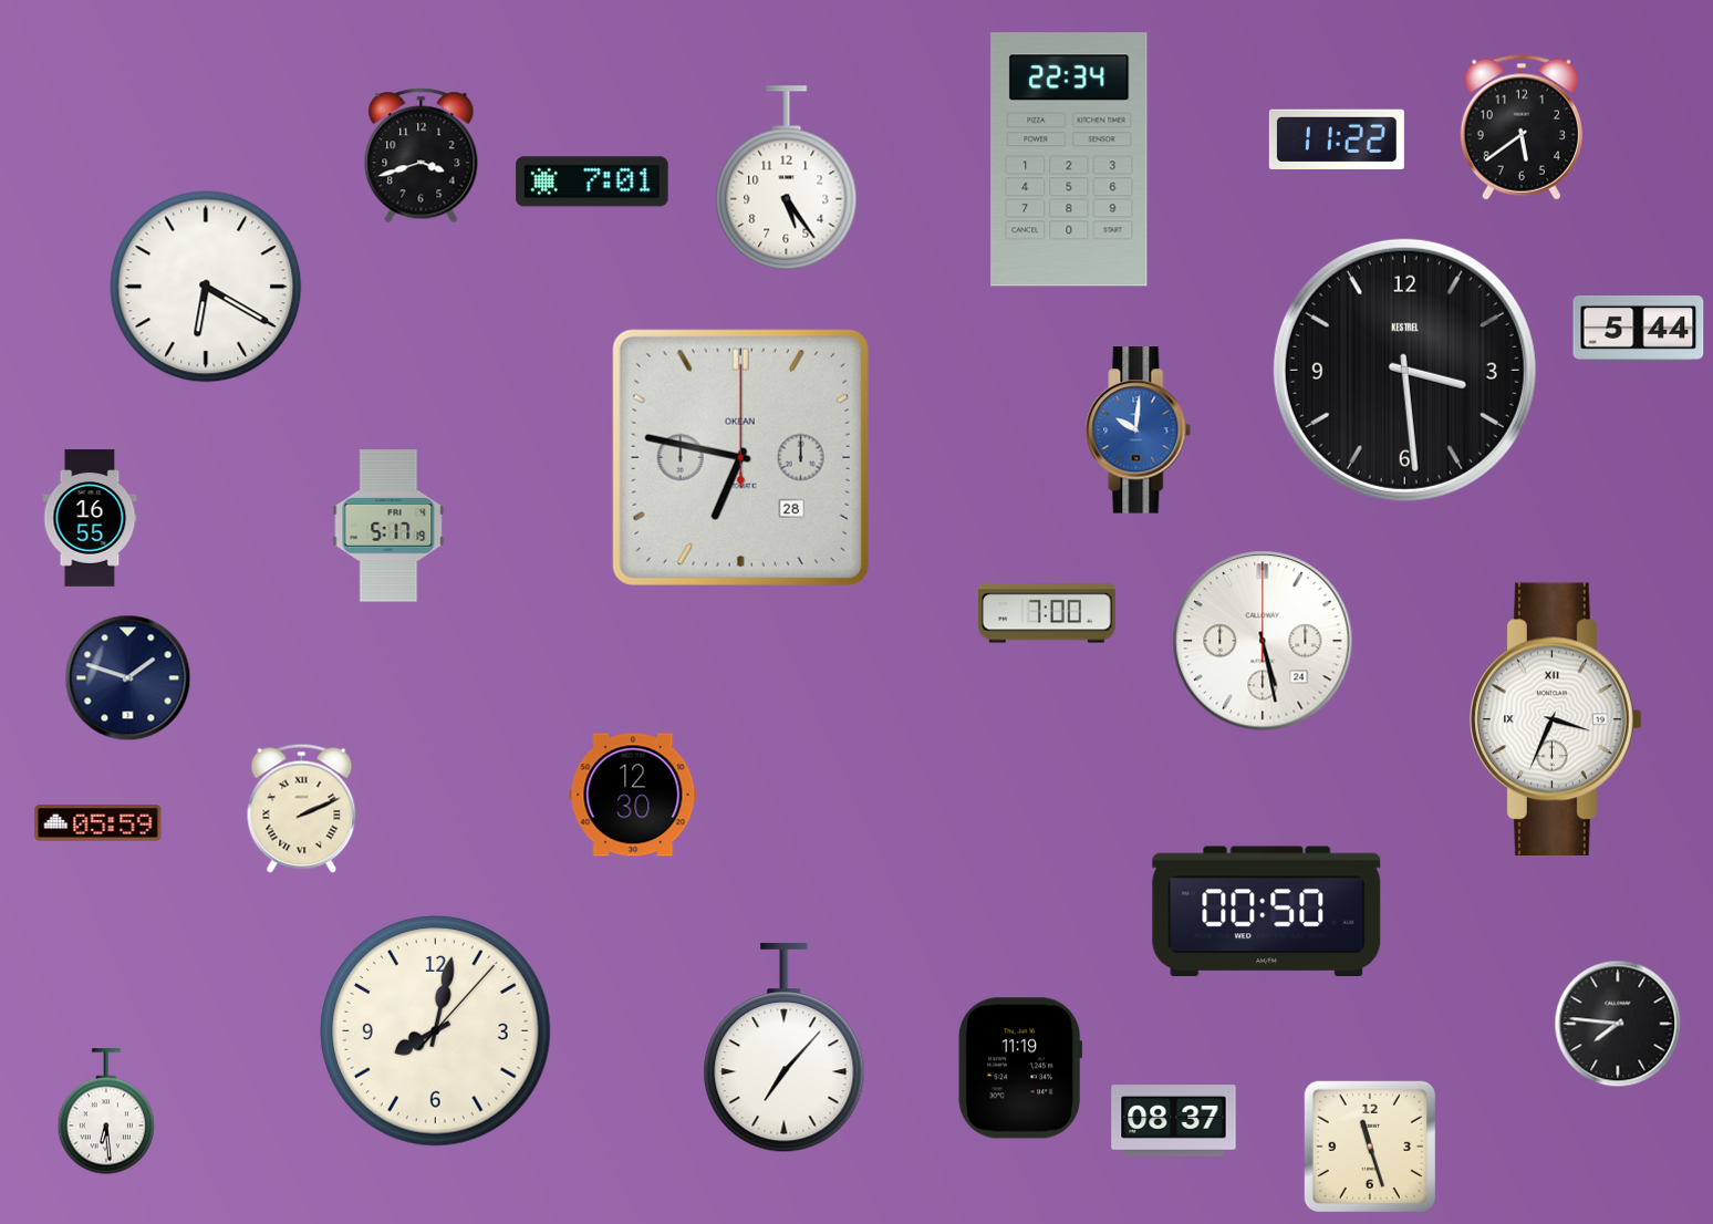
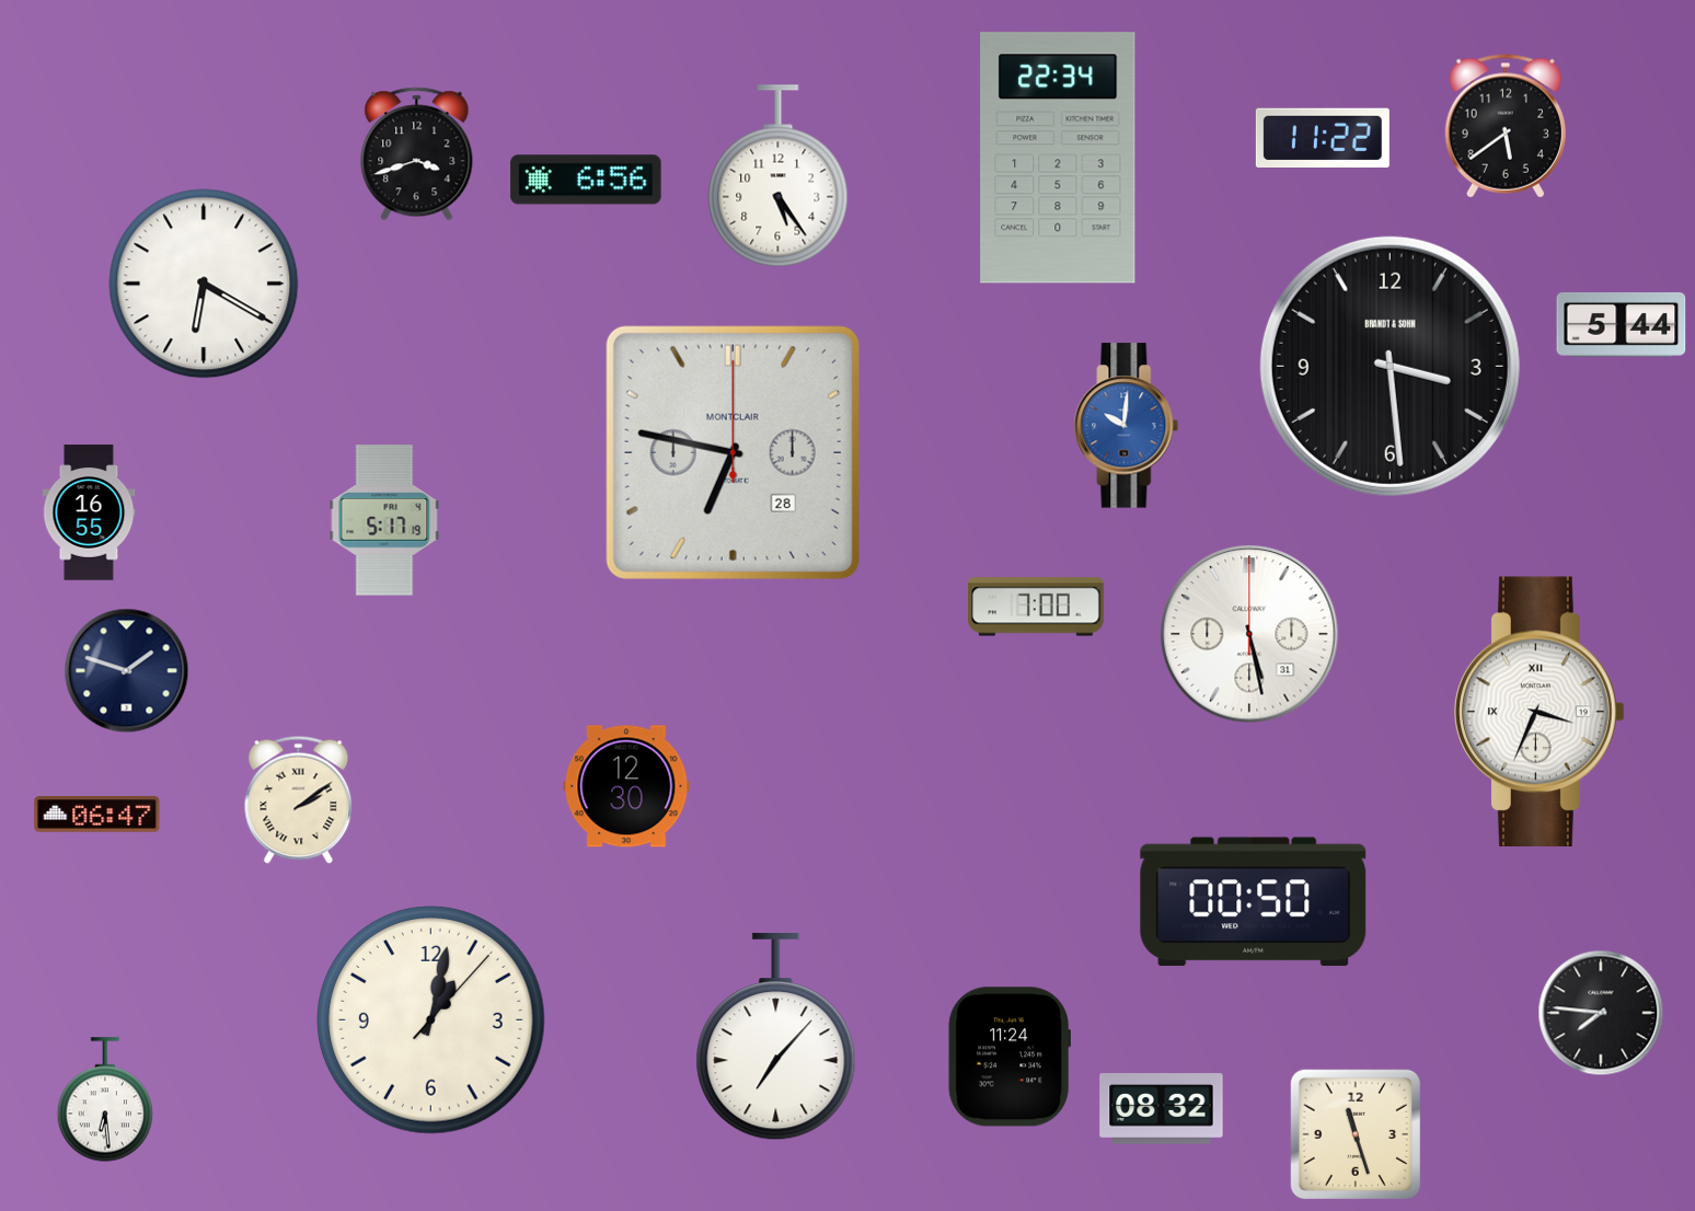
clock at (592, 181): 7:01 -> 6:56
clock at (1404, 370) brand: KESTREL -> BRANDT & SOHN
clock at (740, 457) brand: OKEAN -> MONTCLAIR
clock at (1263, 641) date: 24 -> 31
clock at (302, 808): 2:11 -> 2:09
clock at (98, 823): 05:59 -> 06:47
clock at (436, 1031): 8:02 -> 1:02
clock at (1019, 1068): 11:19 -> 11:24
clock at (1174, 1121): 08:37 -> 08:32
